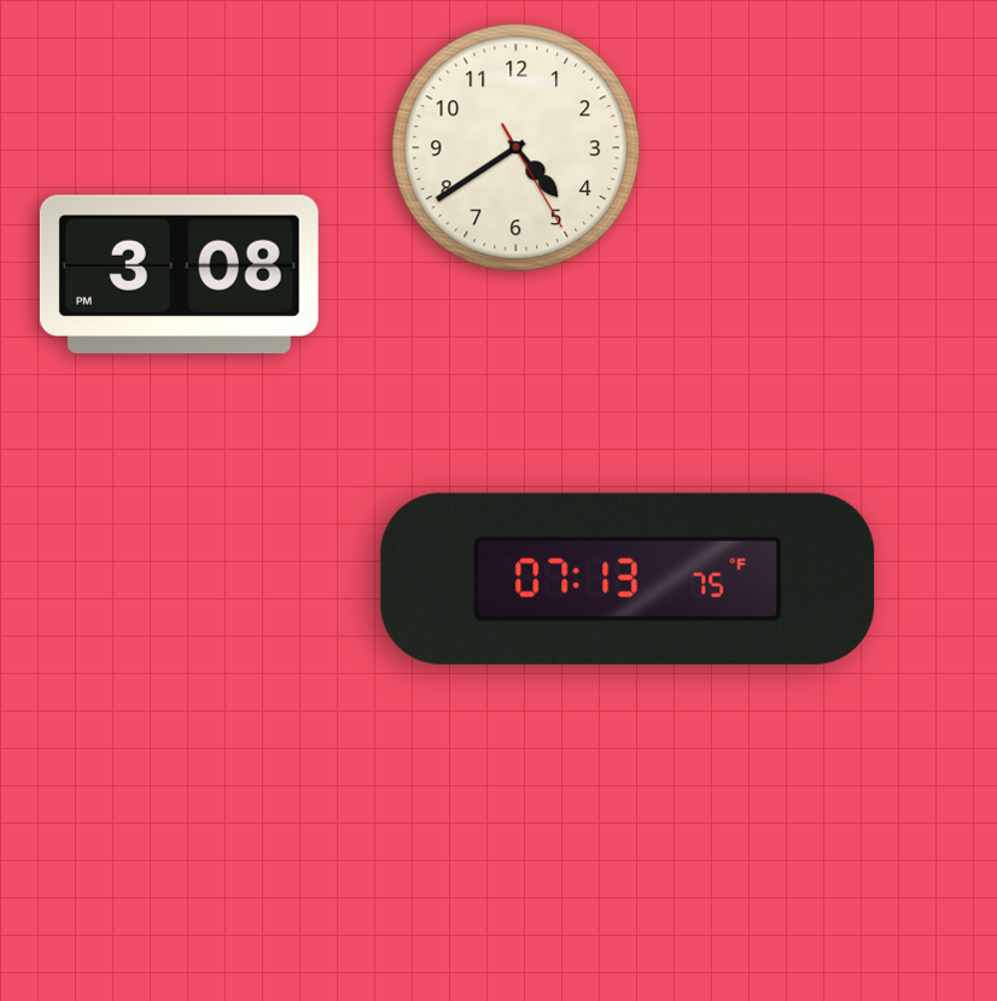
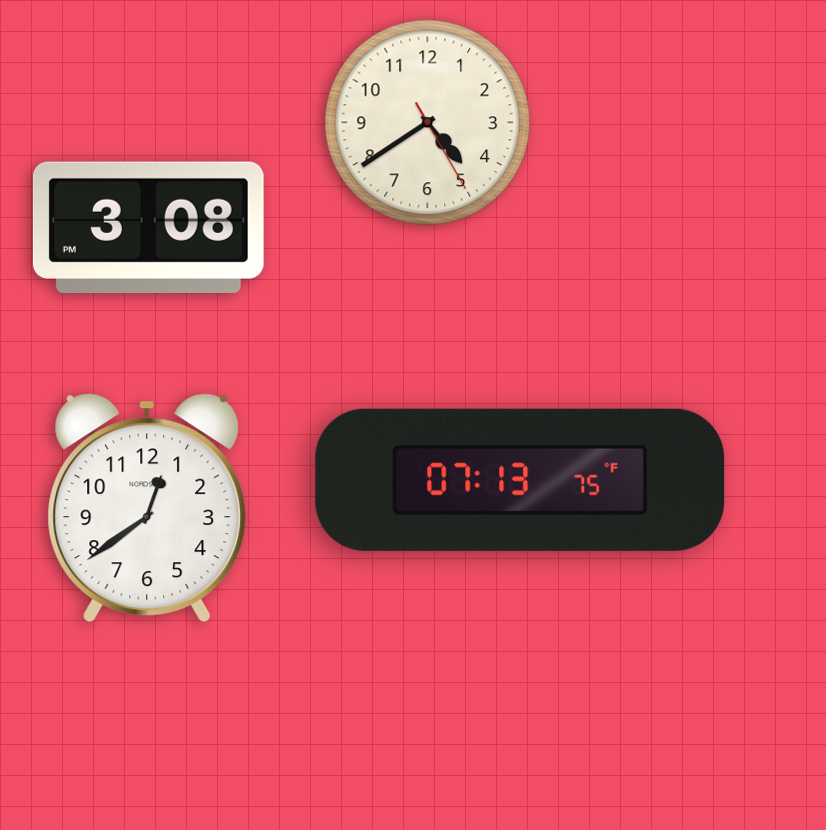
clock at (147, 508): none -> 12:39
